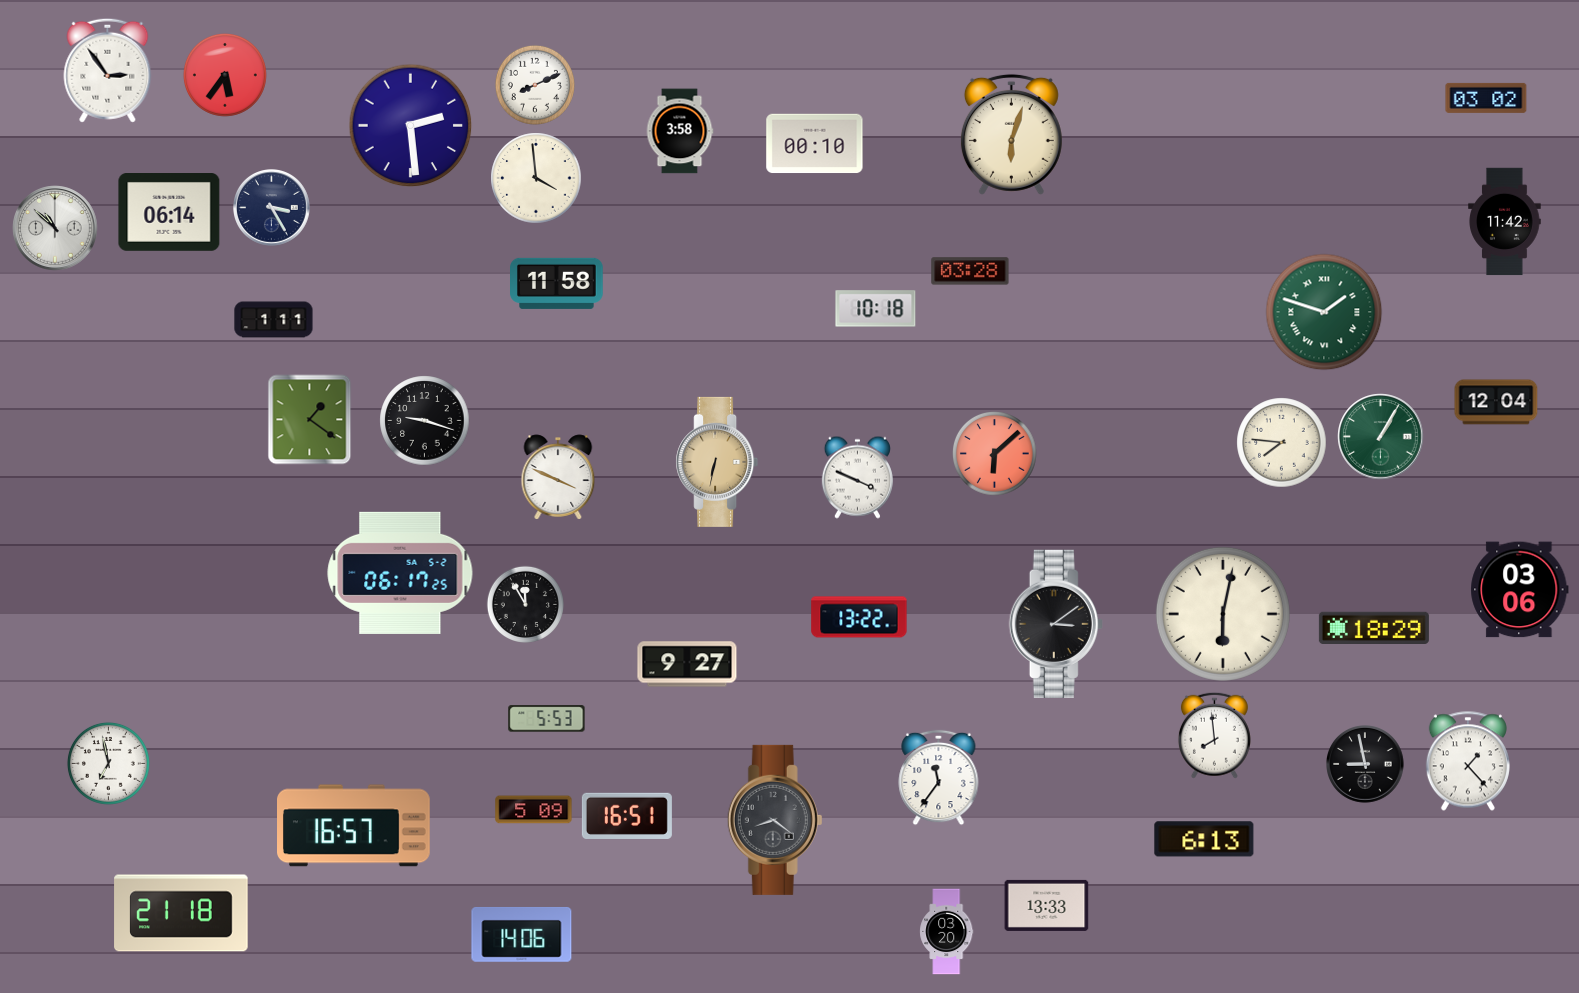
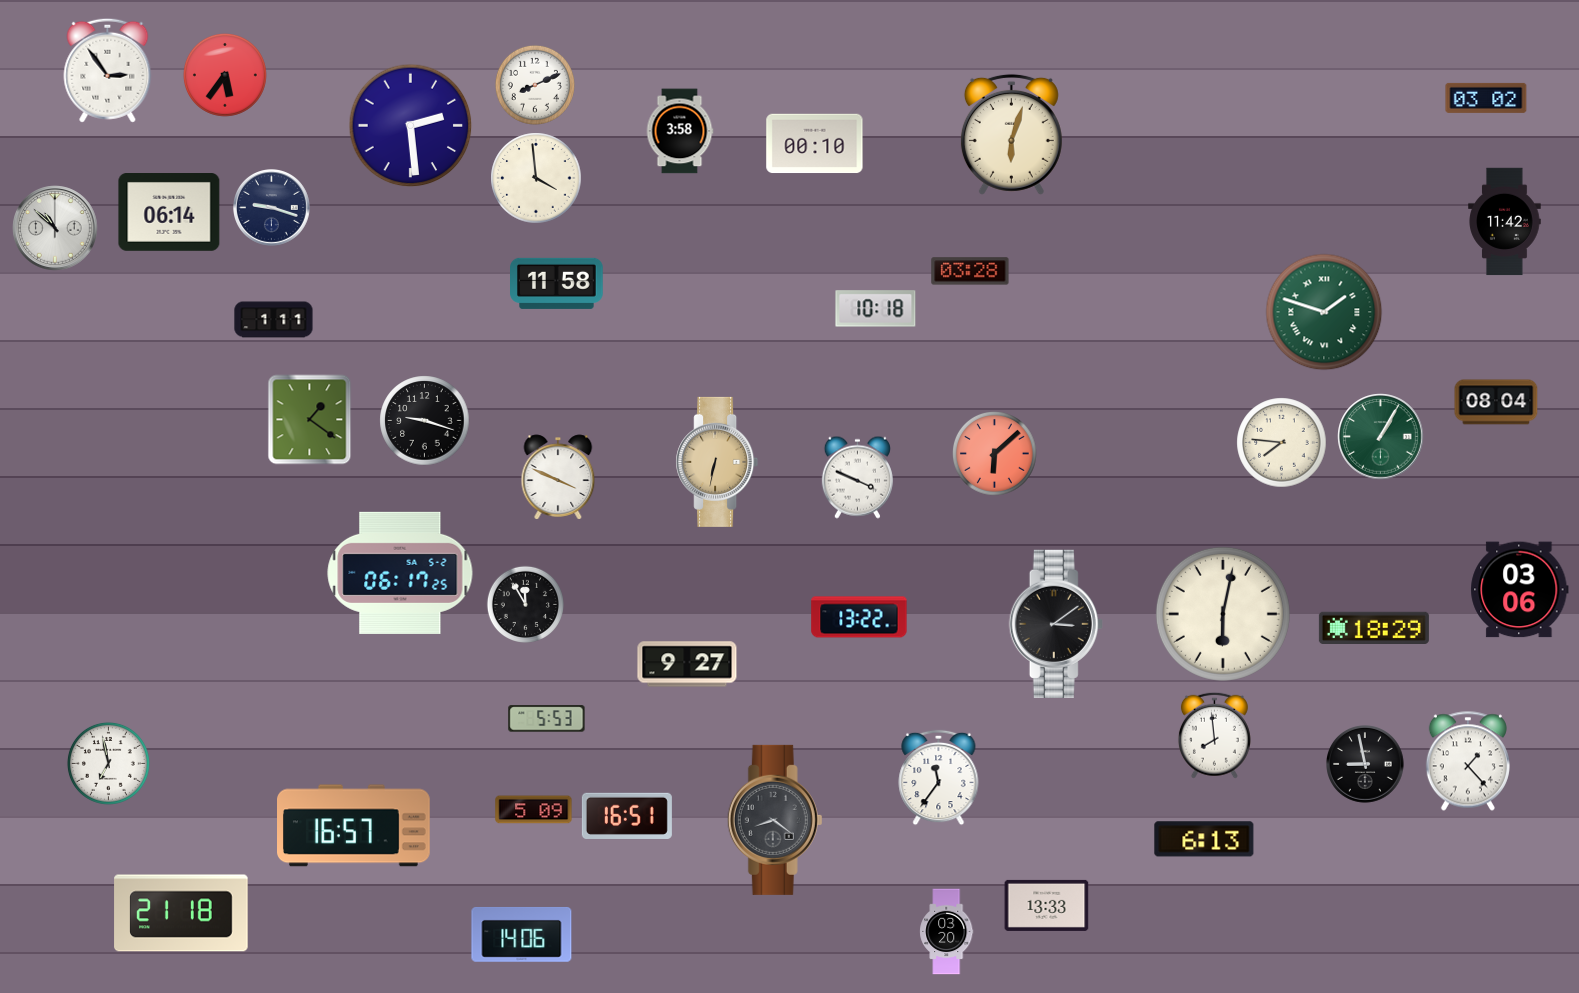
clock at (272, 208): 3:25 -> 9:18
clock at (1496, 402): 12:04 -> 08:04
